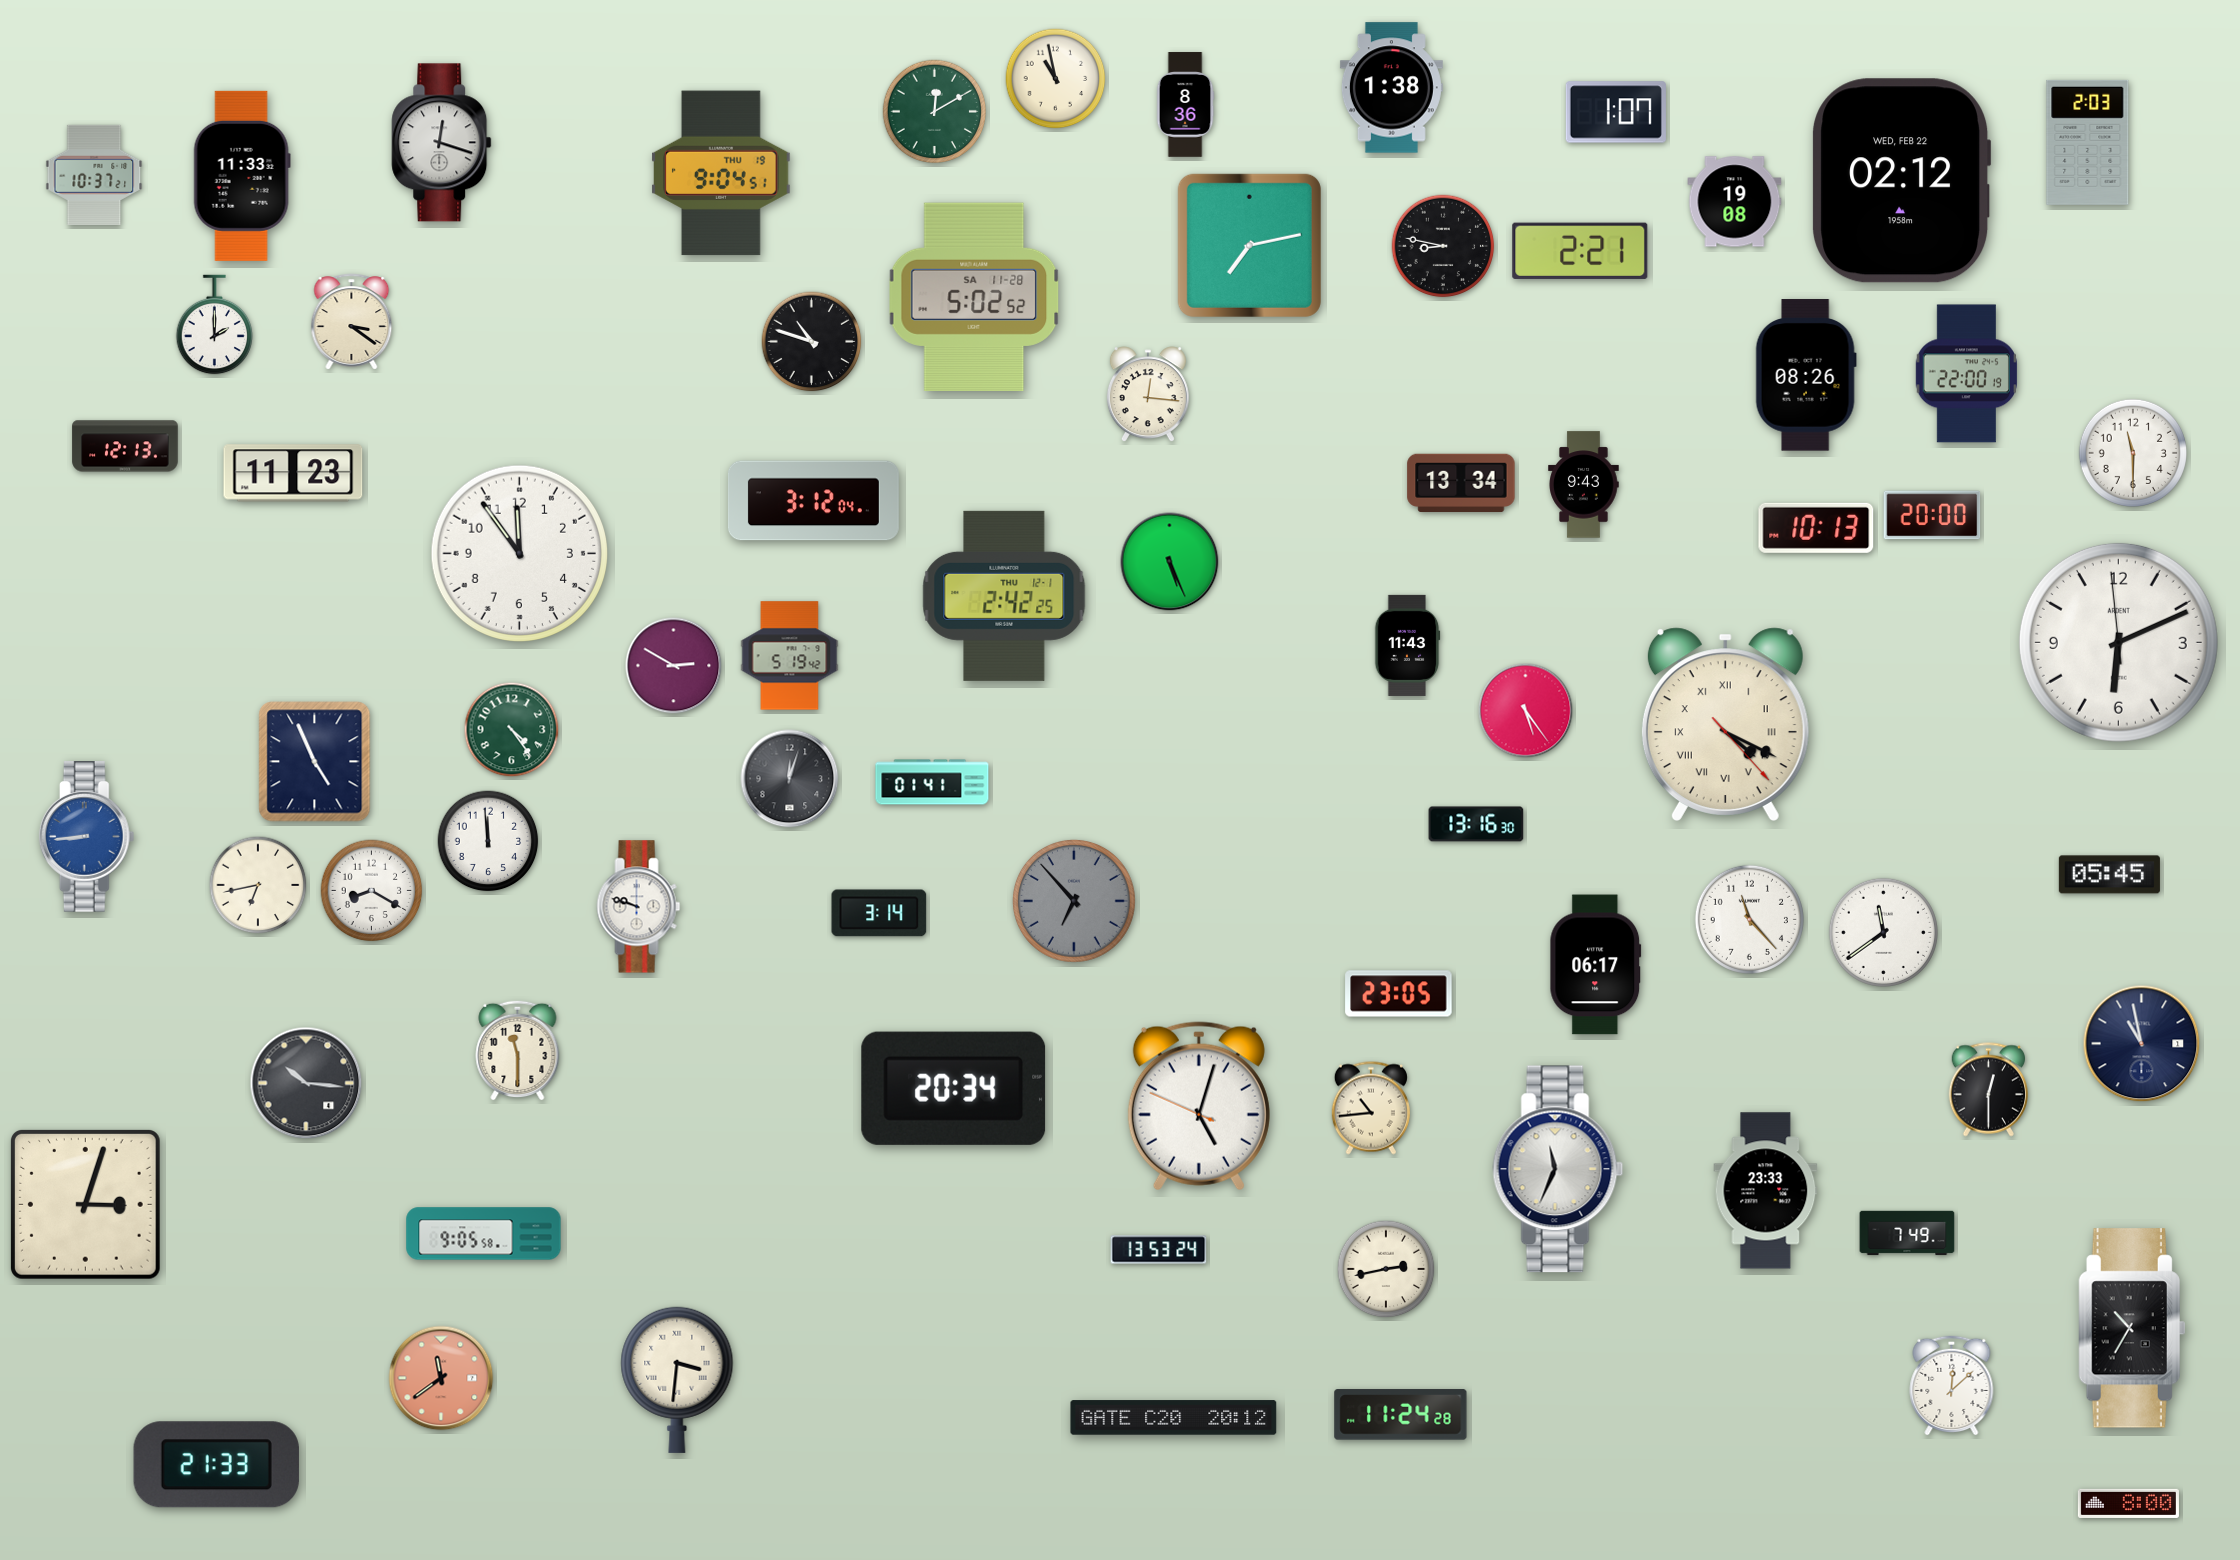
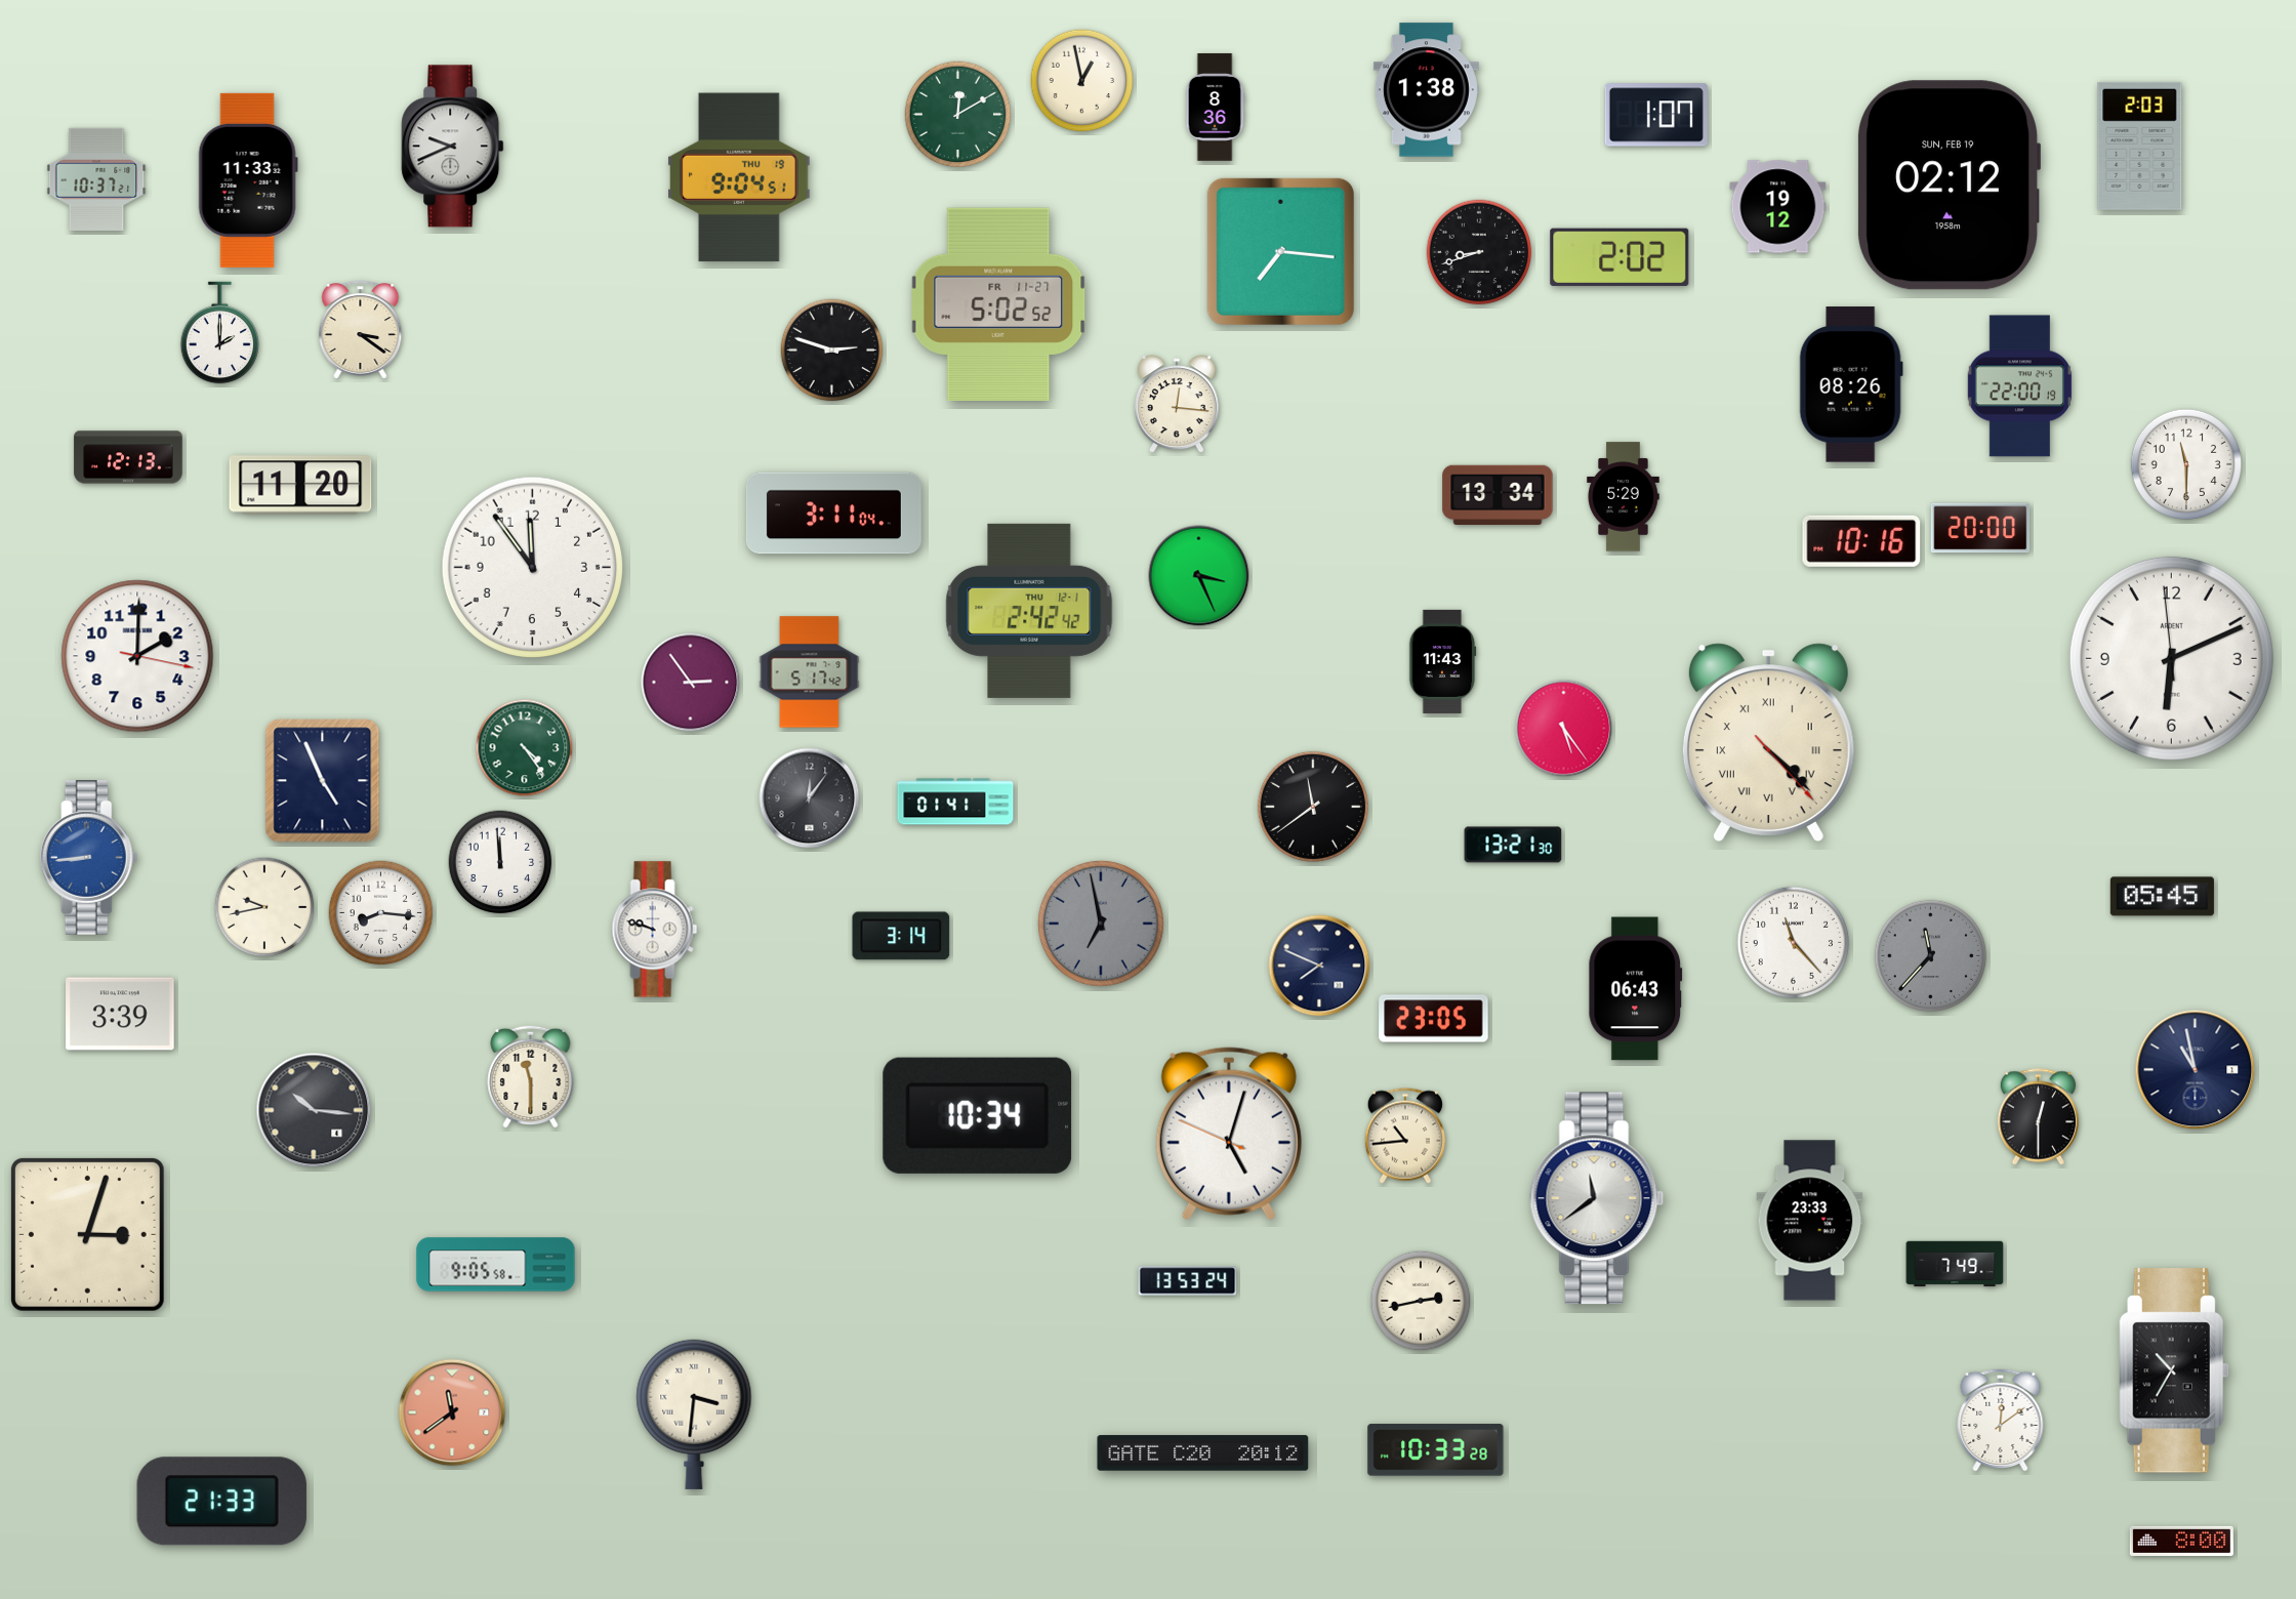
clock at (1056, 79): 10:58 -> 12:58
clock at (442, 143): 12:18 -> 9:41
clock at (1902, 181) date: WED, FEB 22 -> SUN, FEB 19
clock at (1735, 202): 19:08 -> 19:12
clock at (1249, 245): 7:13 -> 7:16
clock at (1443, 246): 8:47 -> 8:42
clock at (1580, 251): 2:21 -> 2:02
clock at (974, 297) date: SA 11-28 -> FR 11-27
clock at (812, 342): 10:48 -> 2:48
clock at (1966, 374) position: (1966, 374) -> (2019, 386)
clock at (293, 473): 11:23 -> 11:20
clock at (1584, 485): 9:43 -> 5:29
clock at (813, 501): 3:12 -> 3:11
clock at (1816, 528): 10:13 -> 10:16
clock at (1170, 562): 5:26 -> 3:26
clock at (1004, 596): 2:42:25 -> 2:42:42
clock at (137, 656): none -> 2:00
clock at (790, 656): 5:19 -> 5:17
clock at (674, 666): 2:50 -> 2:54
clock at (1725, 724): 4:19 -> 4:22
clock at (790, 779): 12:03 -> 12:06
clock at (1313, 807): none -> 11:39
clock at (1476, 824): 13:16 -> 13:21
clock at (258, 885): 6:43 -> 9:43
clock at (372, 891): 8:20 -> 8:16
clock at (1074, 901): 6:53 -> 6:58
clock at (1883, 932): 11:39 -> 11:37
clock at (1883, 932) dial: white -> grey
clock at (1319, 966): none -> 7:49
clock at (1596, 965): 06:17 -> 06:43
clock at (120, 1014): none -> 3:39
clock at (954, 1088): 20:34 -> 10:34
clock at (1558, 1169): 11:34 -> 11:39
clock at (2132, 1328) position: (2132, 1328) -> (2174, 1370)
clock at (1952, 1385): 12:08 -> 12:09
clock at (1401, 1415): 11:24 -> 10:33
